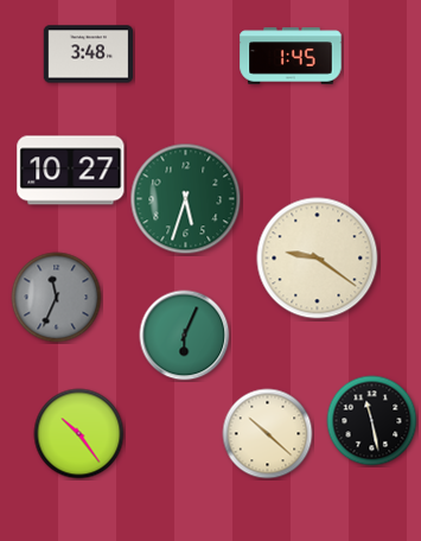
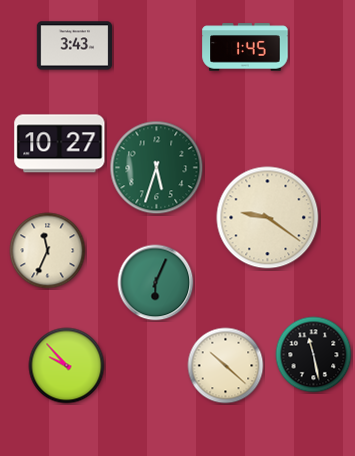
clock at (89, 55): 3:48 -> 3:43
clock at (57, 298) dial: grey -> cream
clock at (79, 434): 10:24 -> 9:53
